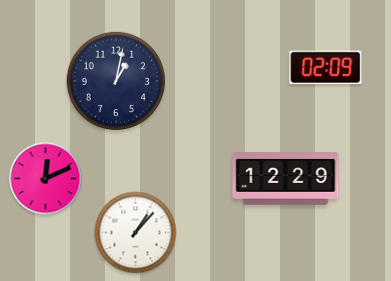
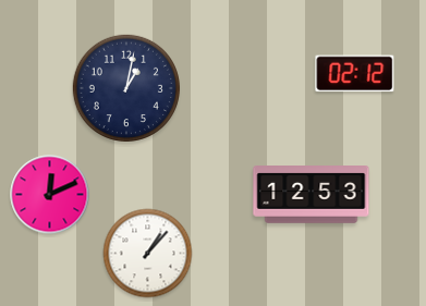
clock at (326, 68): 02:09 -> 02:12
clock at (286, 179): 12:29 -> 12:53
